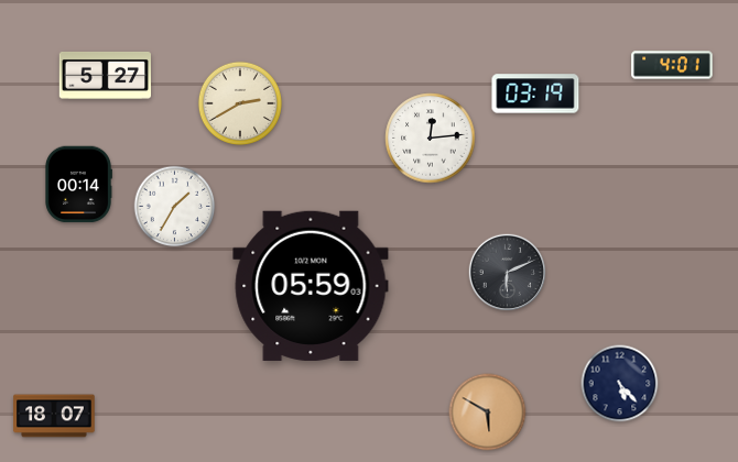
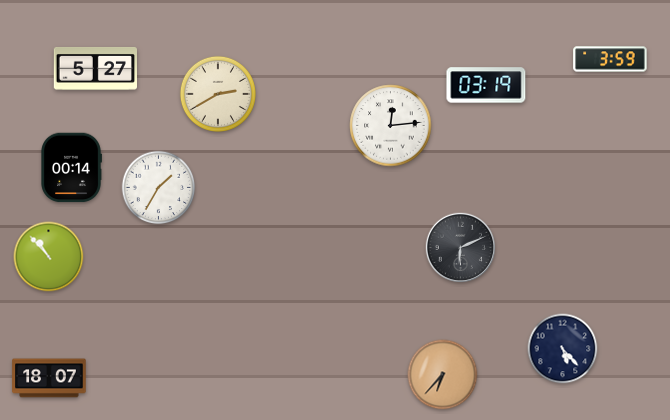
clock at (672, 65): 4:01 -> 3:59
clock at (49, 257): none -> 10:53
clock at (311, 286): 05:59 -> none
clock at (488, 413): 5:50 -> 6:37
